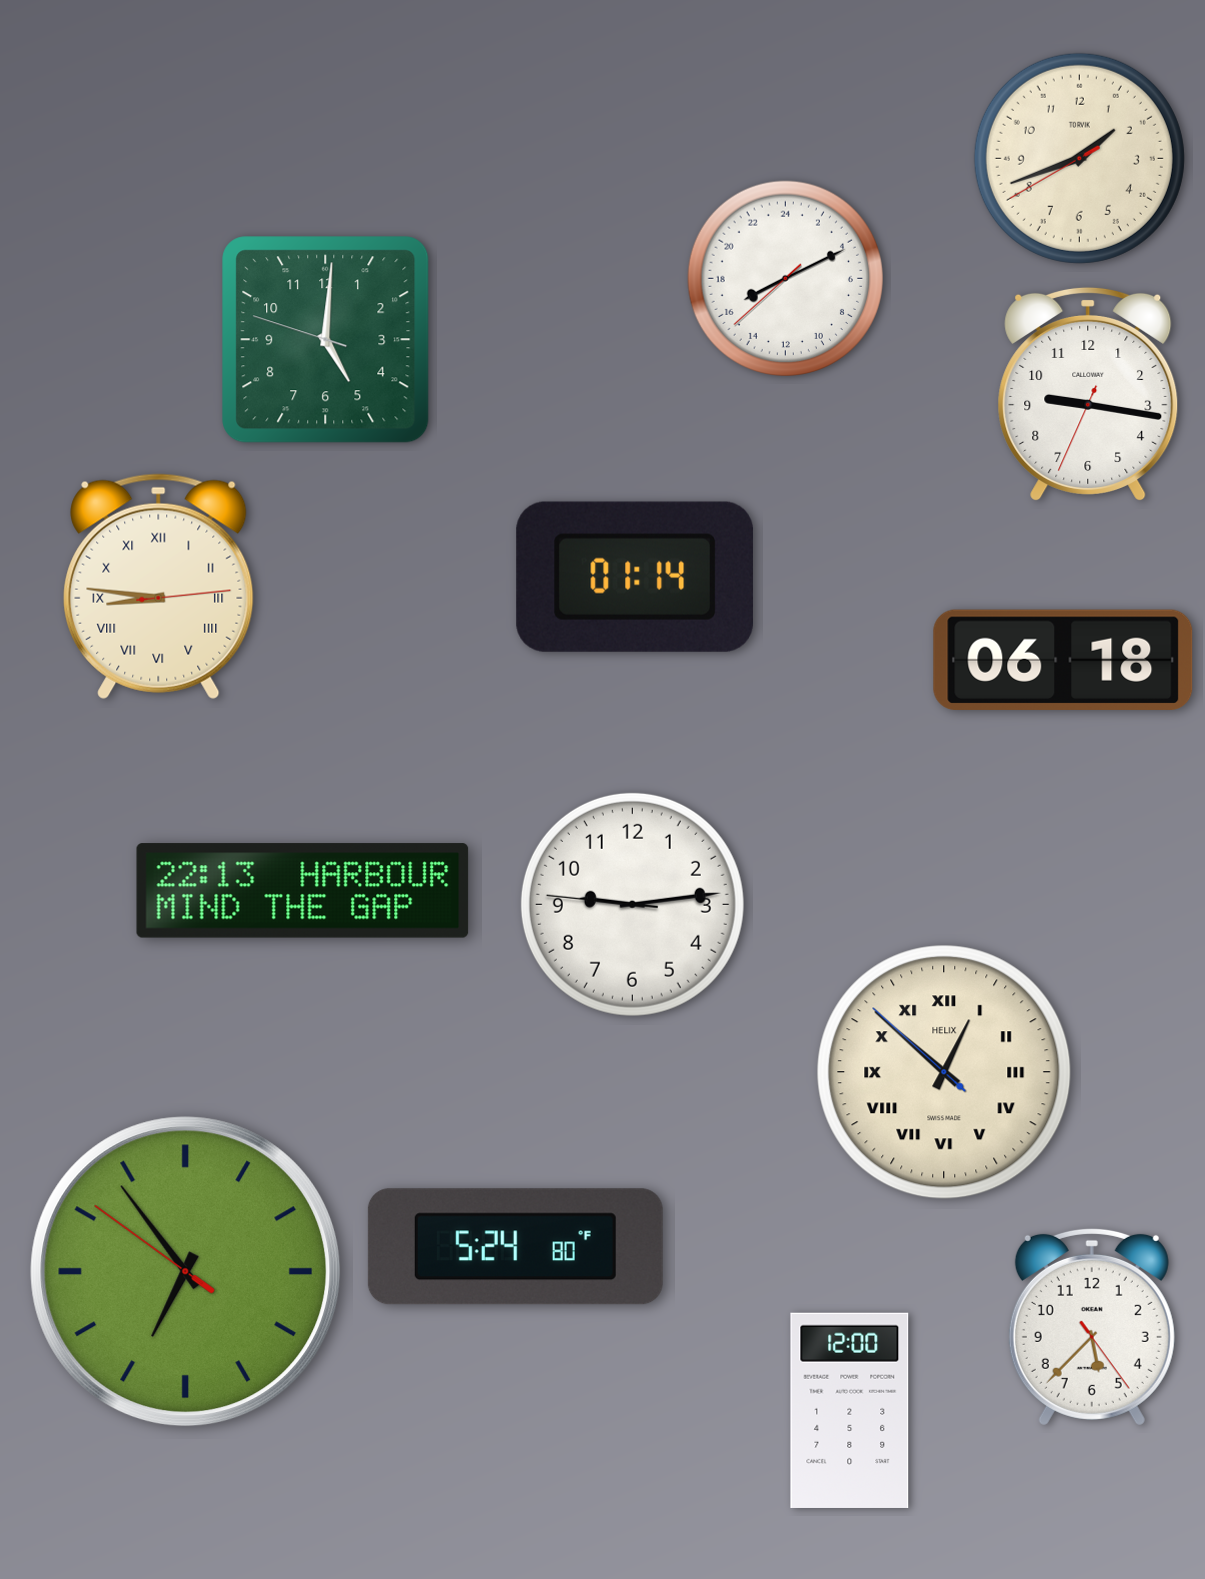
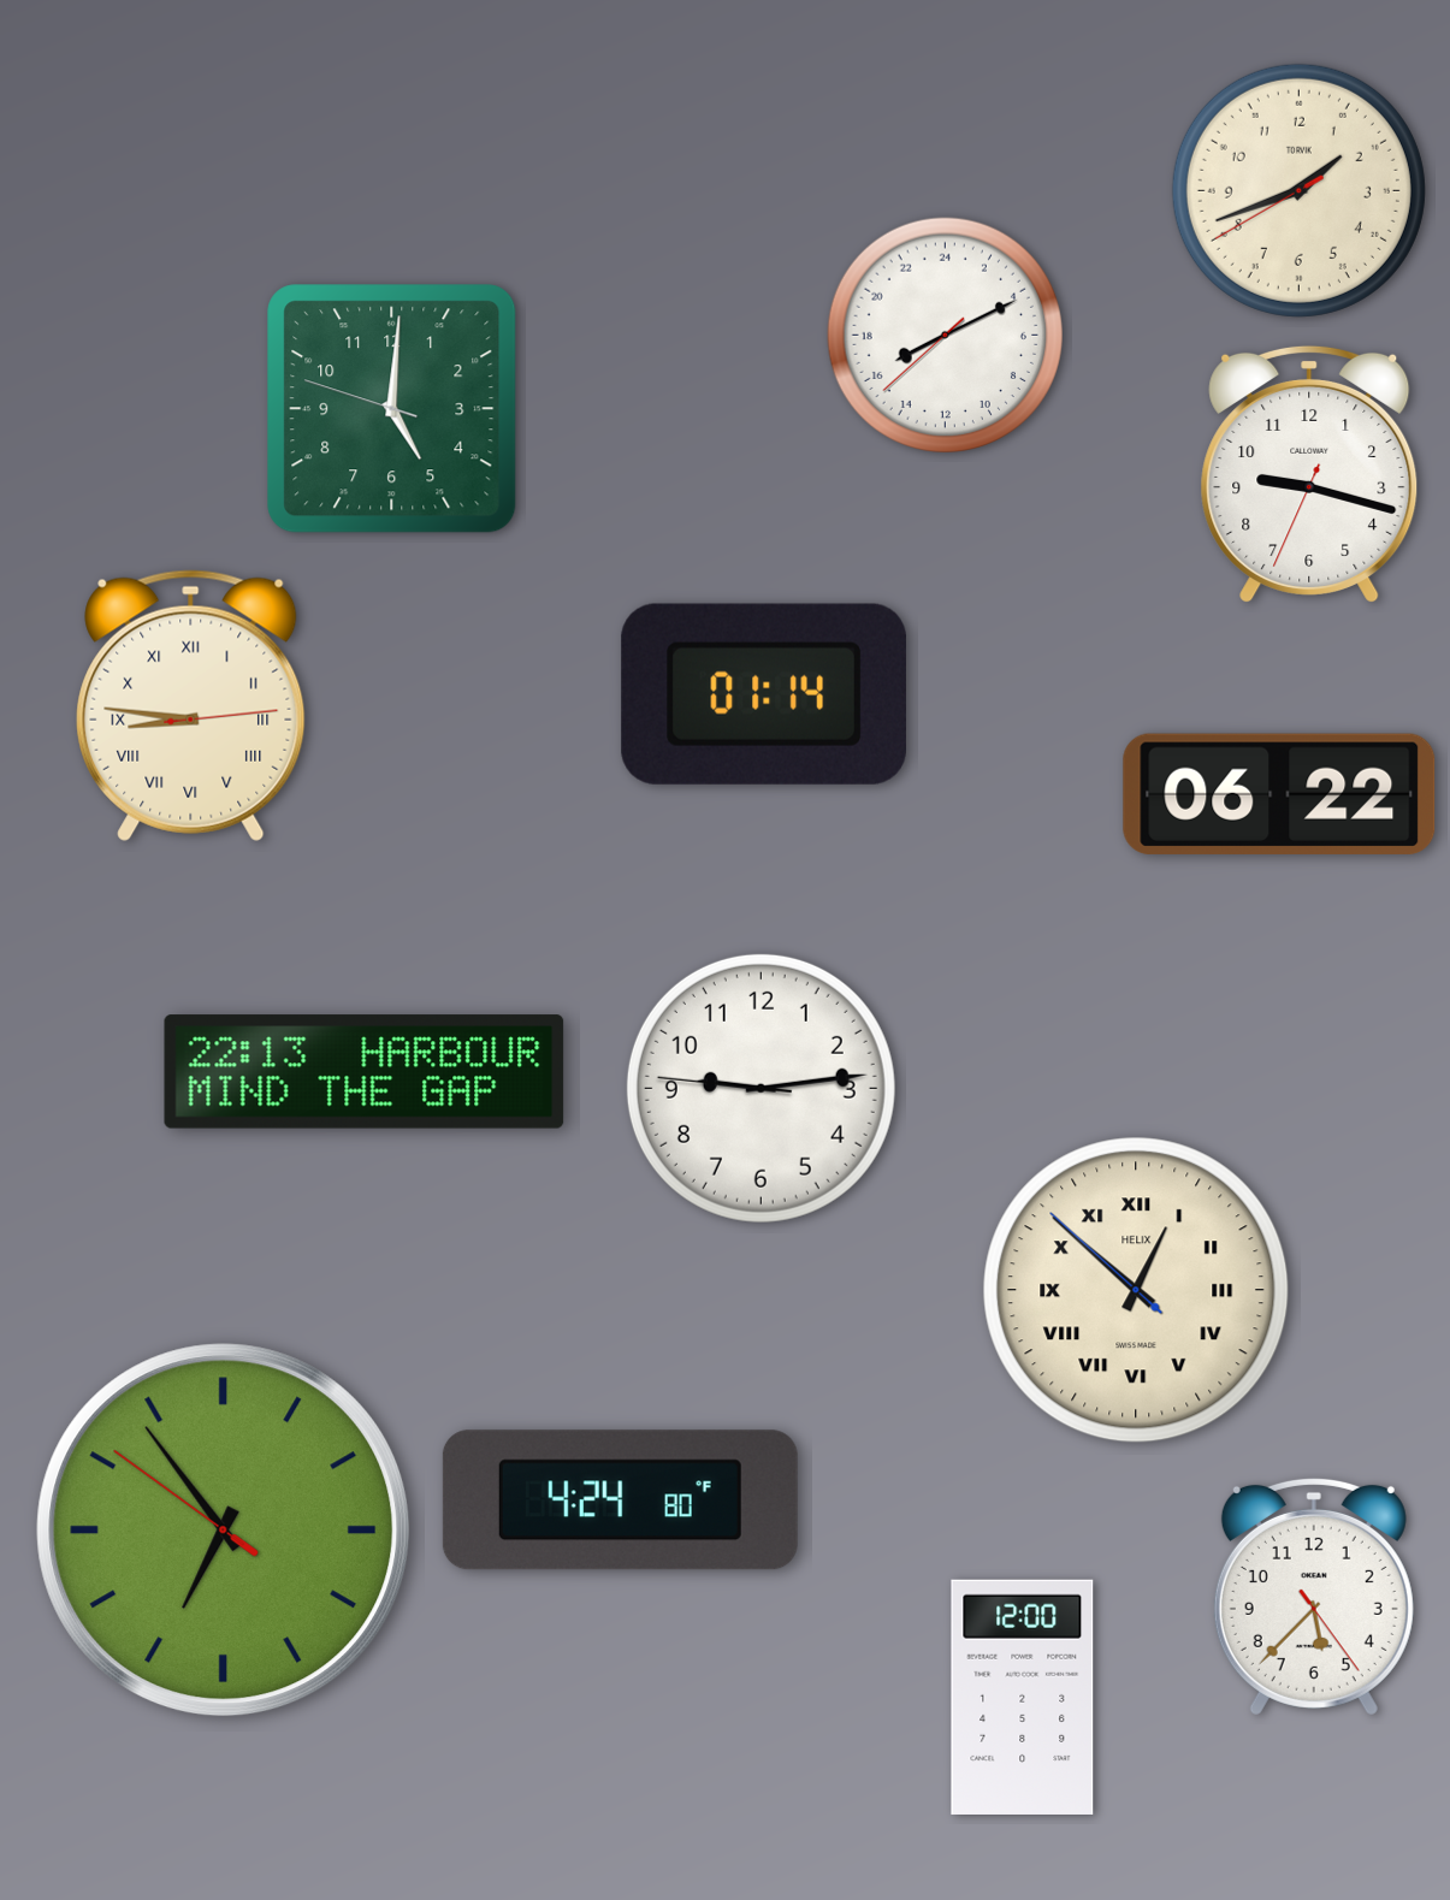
clock at (1088, 394): 9:16 -> 9:17
clock at (1063, 660): 06:18 -> 06:22
clock at (515, 1247): 5:24 -> 4:24
